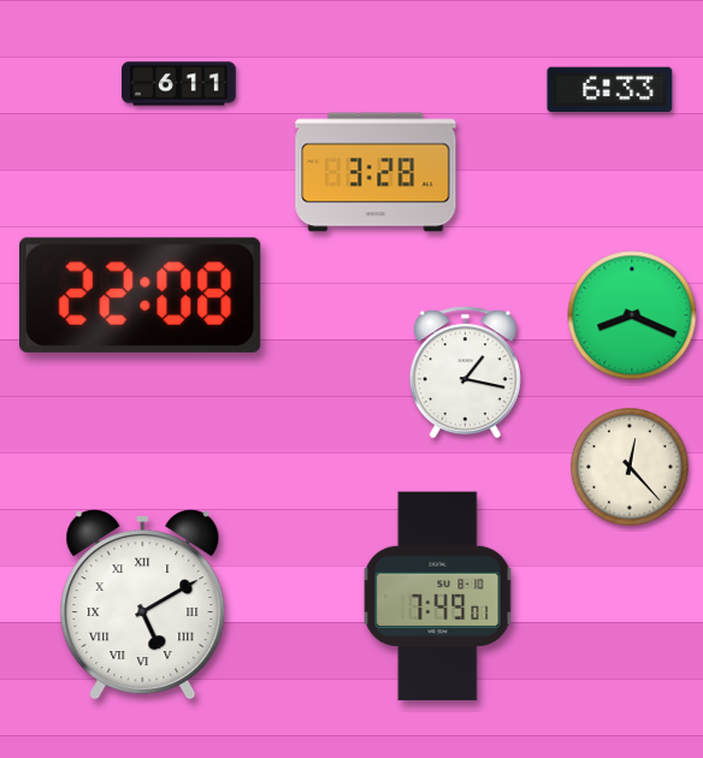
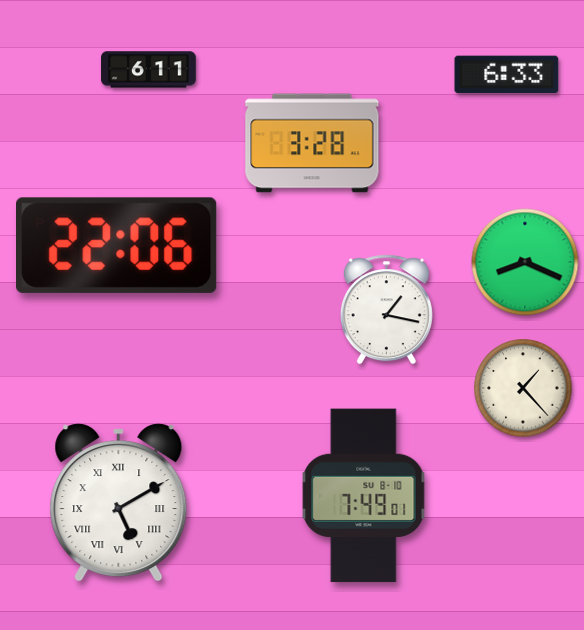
clock at (141, 295): 22:08 -> 22:06
clock at (630, 467): 12:23 -> 1:23
